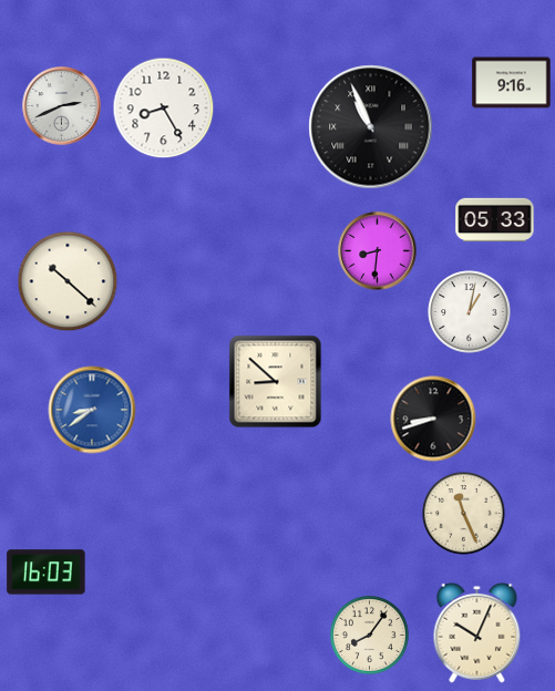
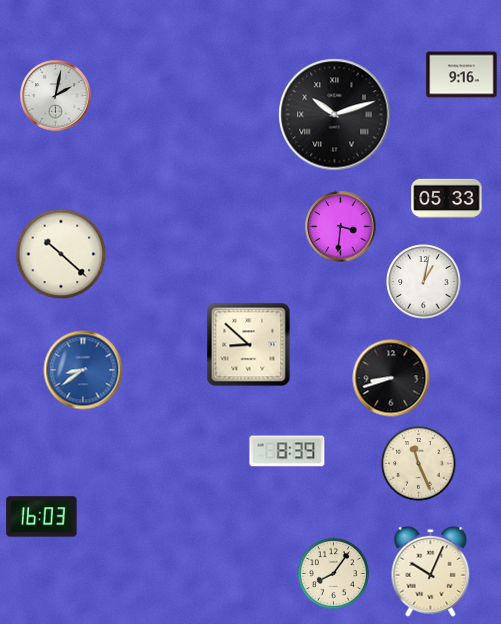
clock at (62, 106): 2:41 -> 2:02
clock at (164, 109): 8:25 -> none
clock at (371, 127): 10:56 -> 10:12
clock at (378, 251): 8:31 -> 3:31
clock at (287, 451): none -> 8:39
